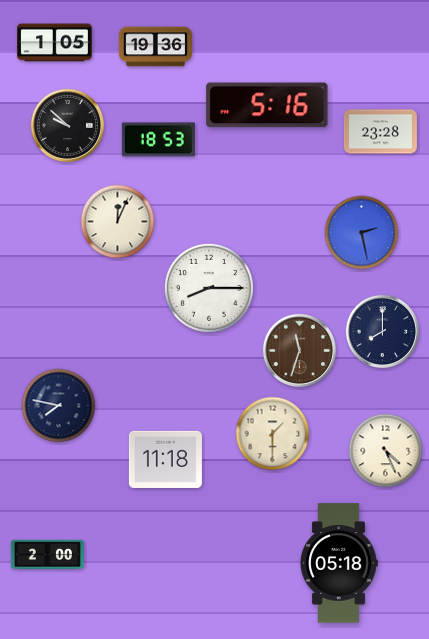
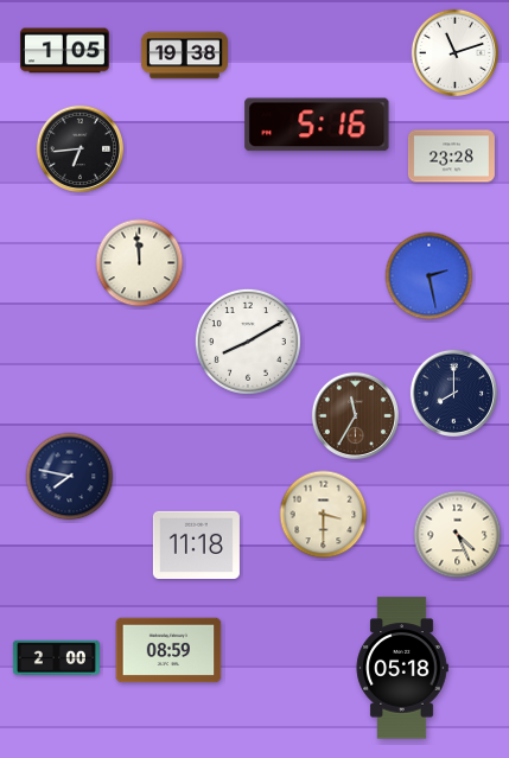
clock at (454, 52): none -> 11:12
clock at (155, 47): 19:36 -> 19:38
clock at (67, 125): 9:52 -> 6:44
clock at (158, 140): 18:53 -> none
clock at (118, 222): 12:04 -> 11:59
clock at (209, 288): 8:15 -> 8:10
clock at (299, 350): 11:33 -> 11:35
clock at (59, 406) position: (59, 406) -> (70, 477)
clock at (273, 434): 1:30 -> 3:30
clock at (168, 650): none -> 08:59
